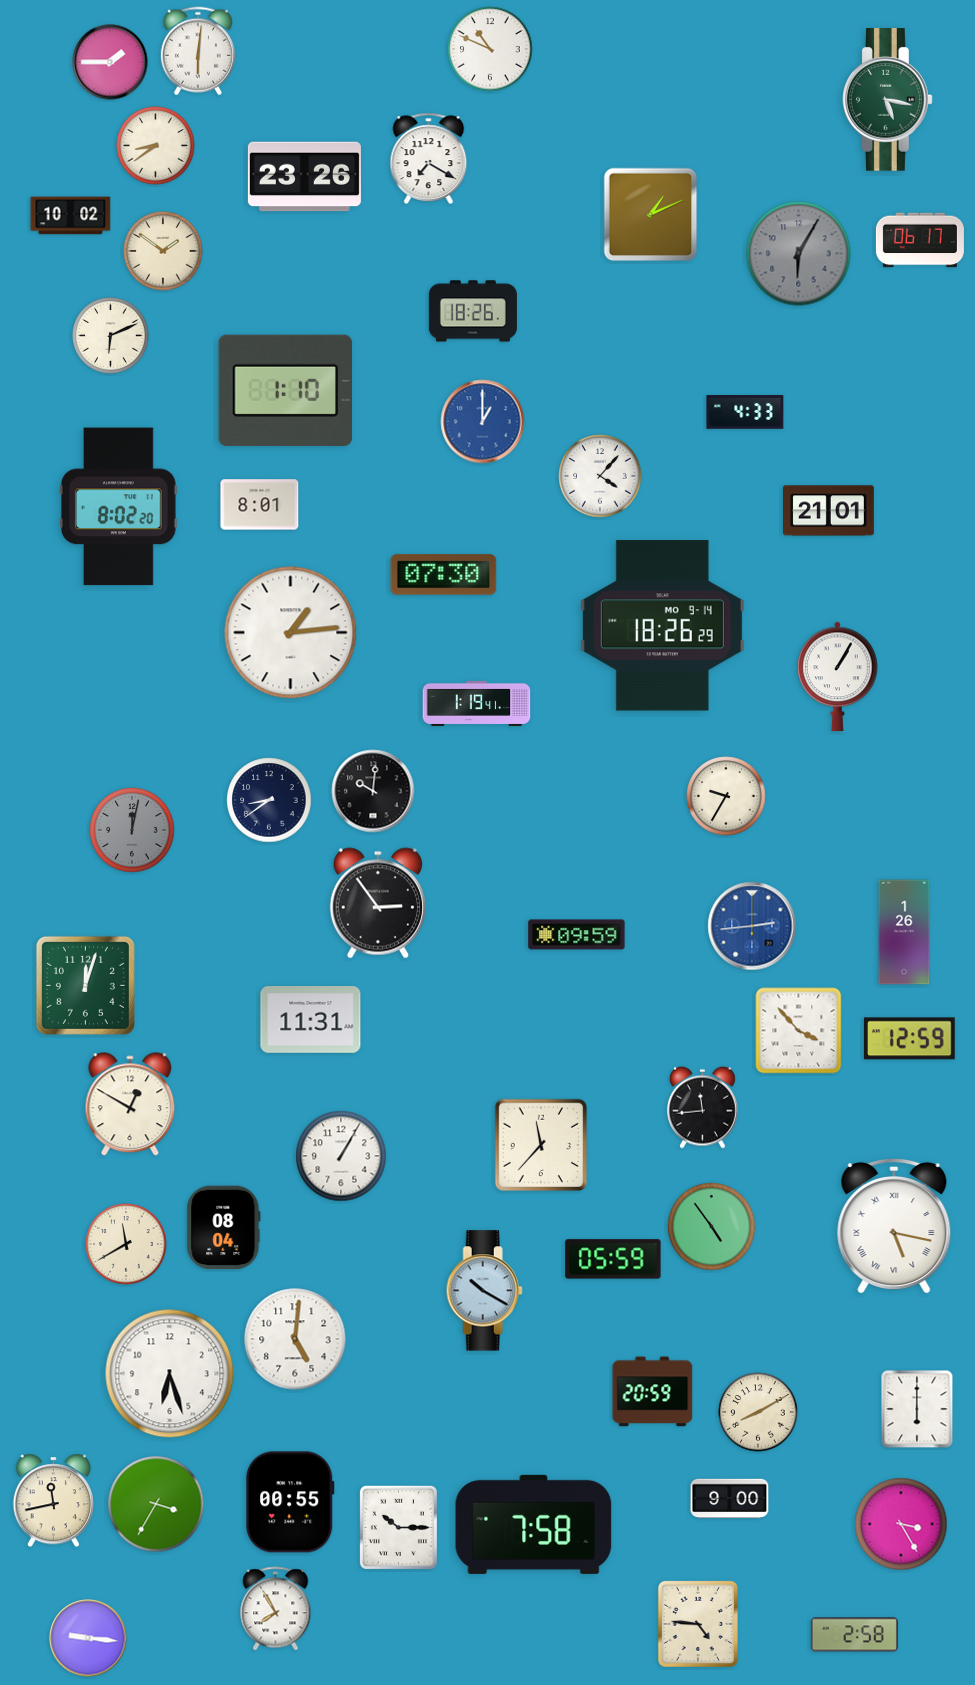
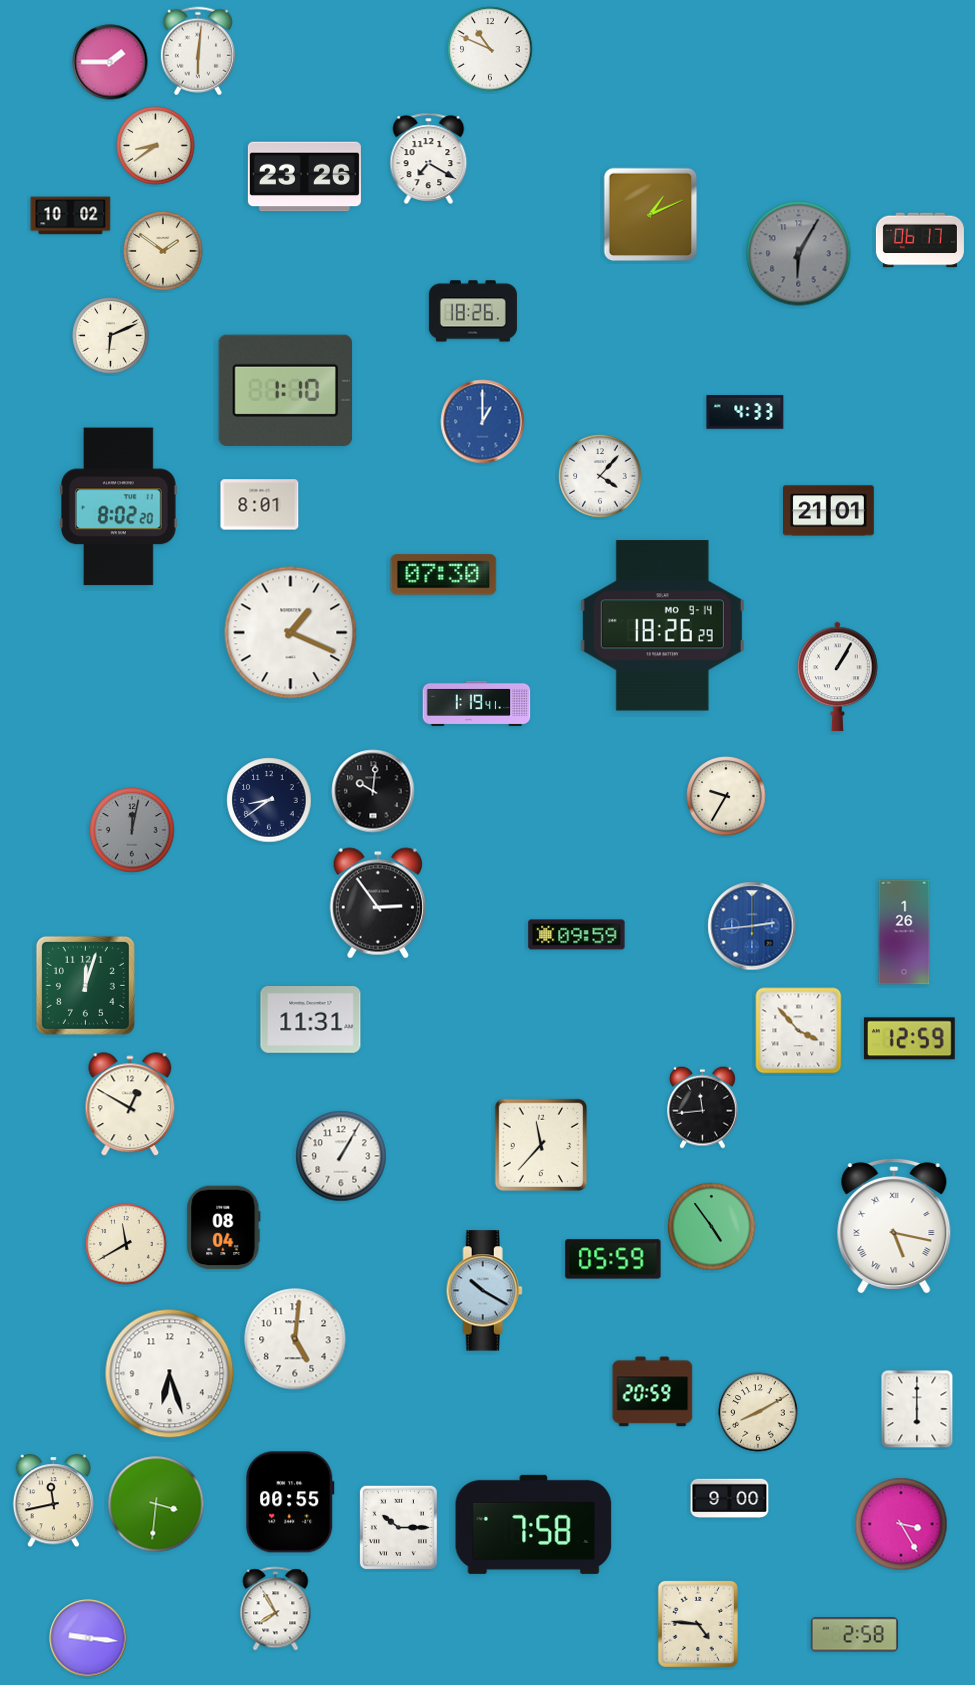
clock at (888, 100): 5:17 -> none
clock at (291, 633): 1:14 -> 1:19
clock at (156, 1504): 3:35 -> 3:31
